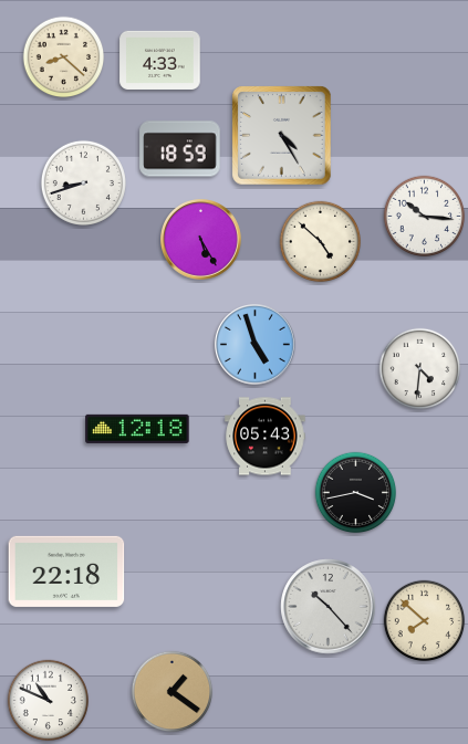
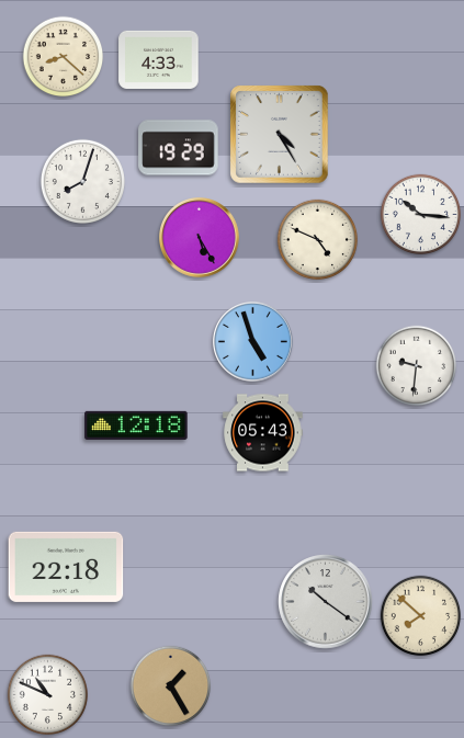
clock at (180, 149): 18:59 -> 19:29
clock at (83, 182): 8:42 -> 8:03
clock at (321, 242): 4:52 -> 4:49
clock at (420, 369): 4:31 -> 9:31
clock at (356, 493): 3:43 -> none
clock at (329, 607): 10:23 -> 10:21
clock at (173, 692): 1:21 -> 1:25
